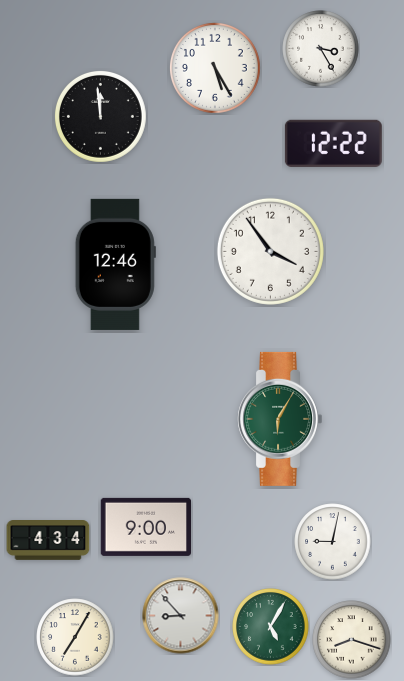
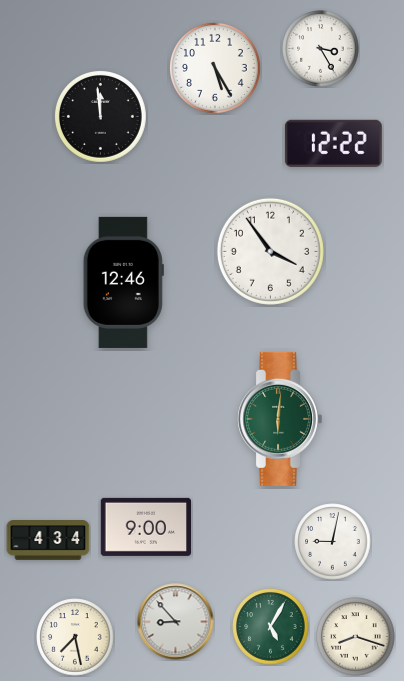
clock at (115, 264) position: (115, 264) -> (123, 282)
clock at (279, 419): 6:05 -> 6:01
clock at (181, 616) position: (181, 616) -> (176, 622)
clock at (75, 637): 7:05 -> 7:28
clock at (352, 640) position: (352, 640) -> (356, 637)
